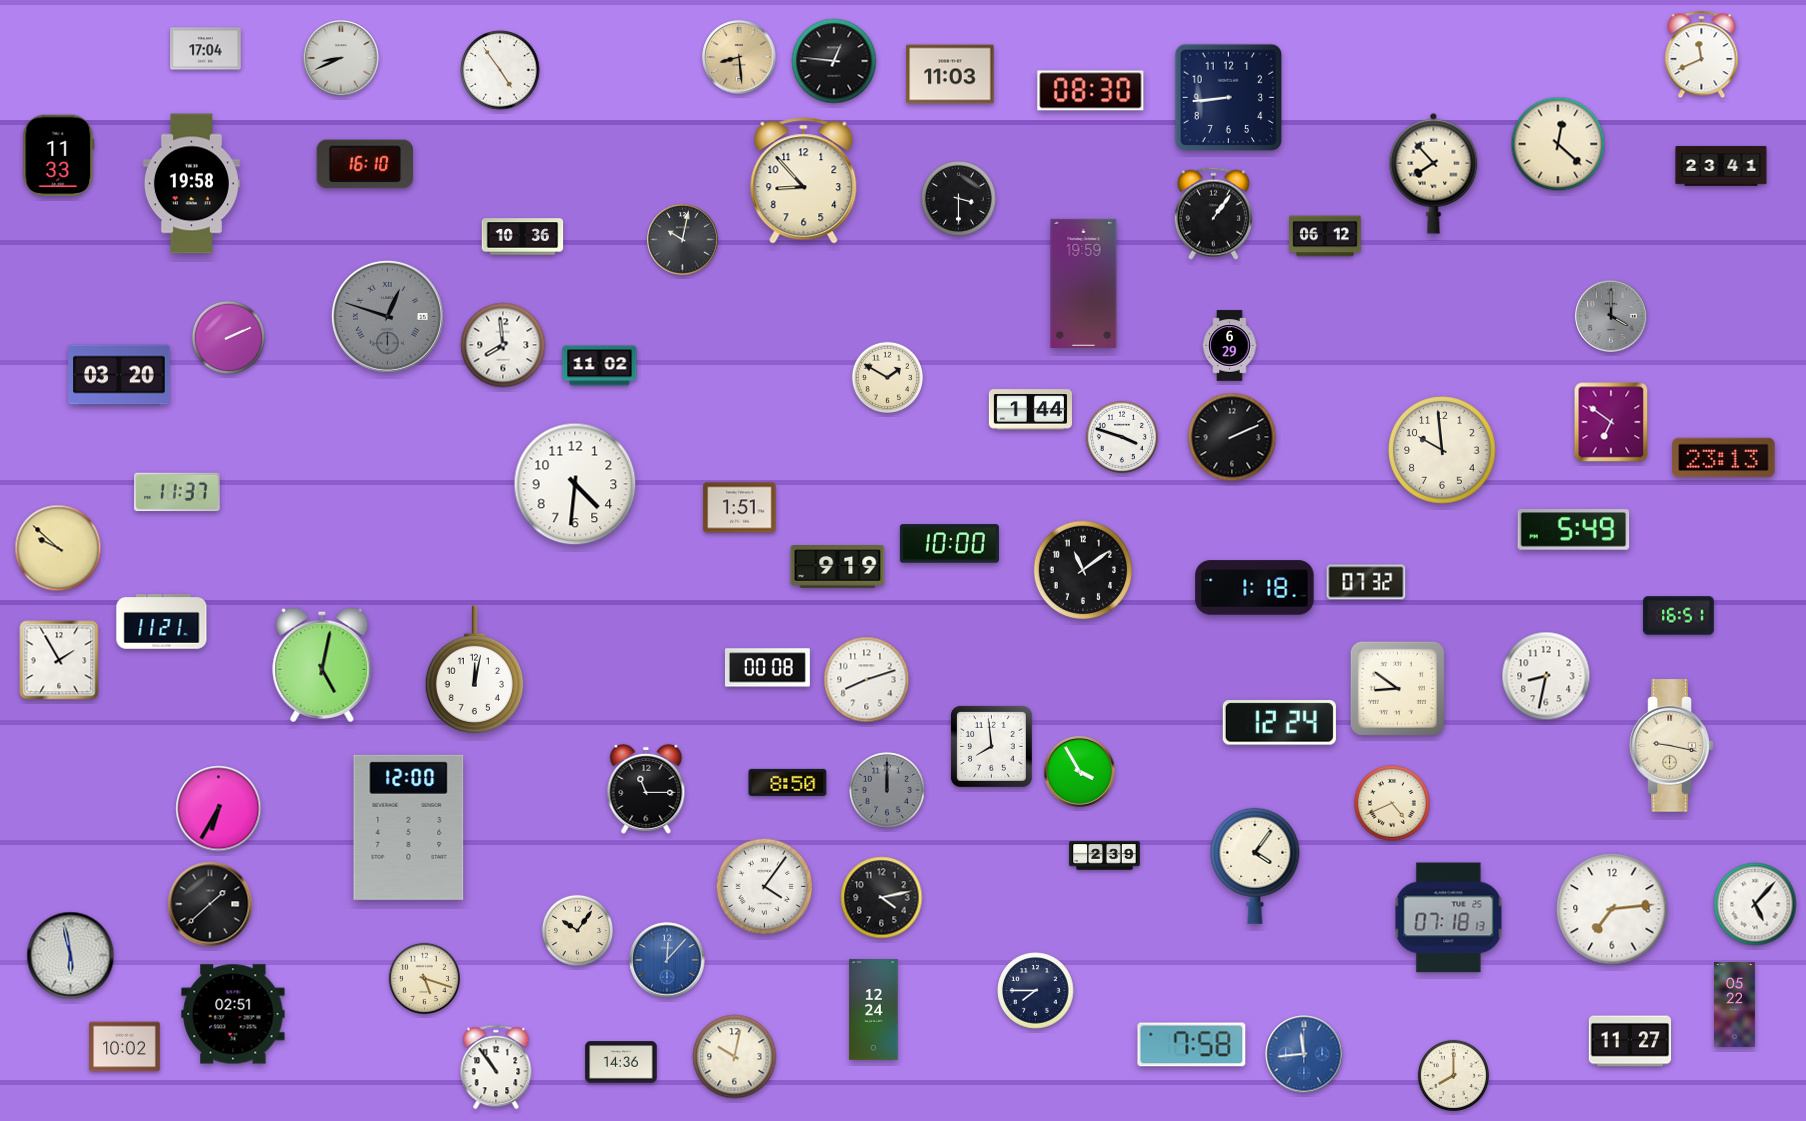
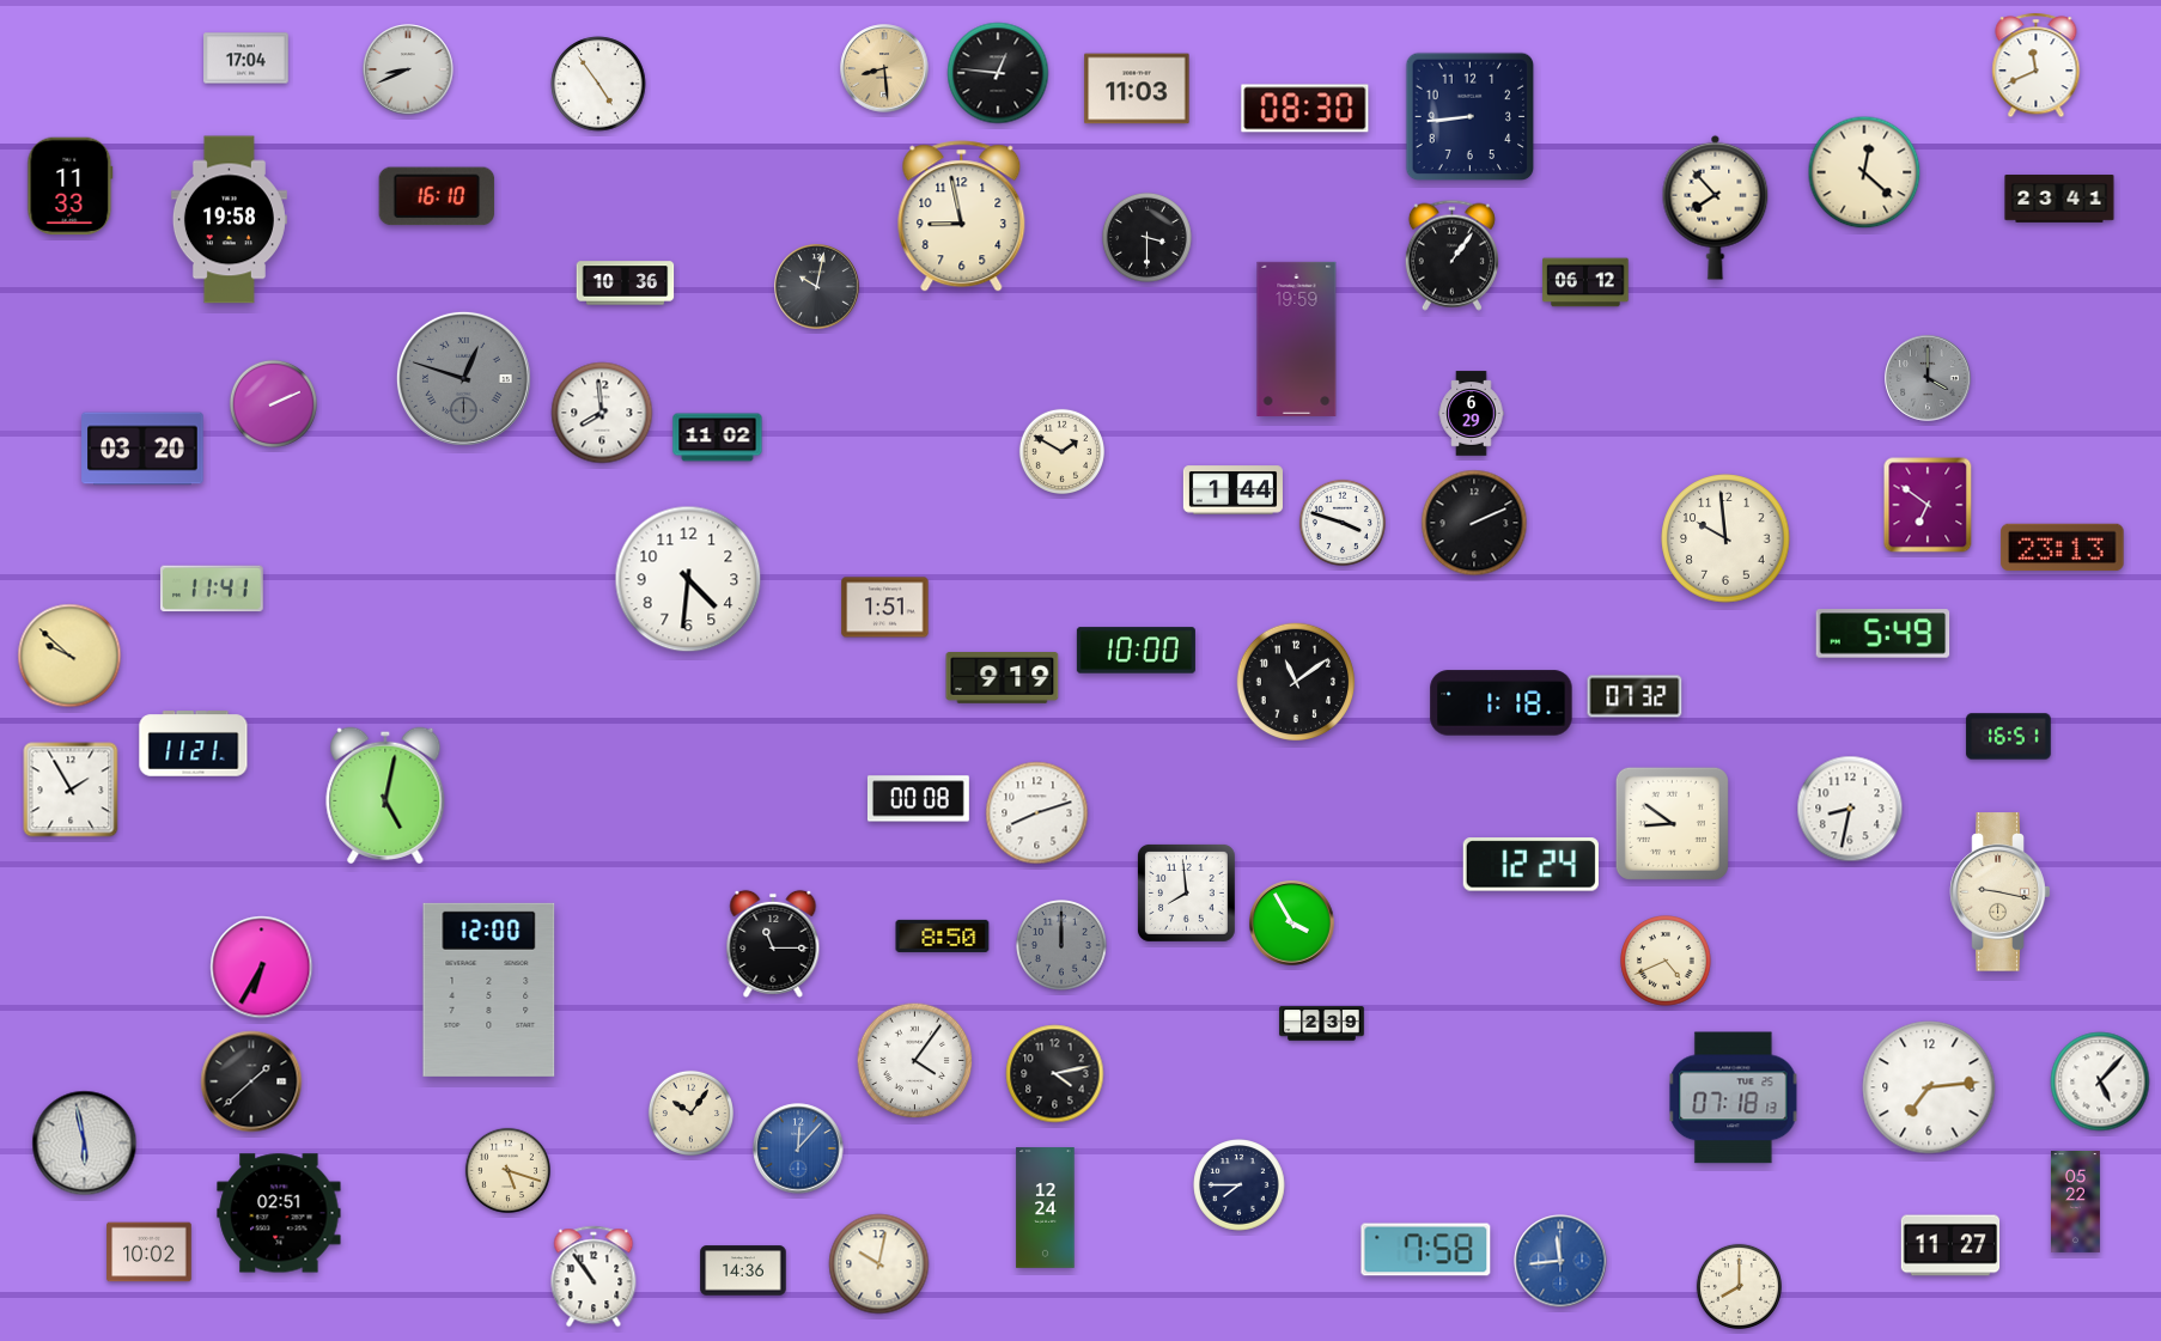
clock at (804, 181): 8:53 -> 8:58
clock at (178, 492): 11:37 -> 11:41
clock at (474, 670): 12:02 -> none
clock at (1255, 866): 4:06 -> none
